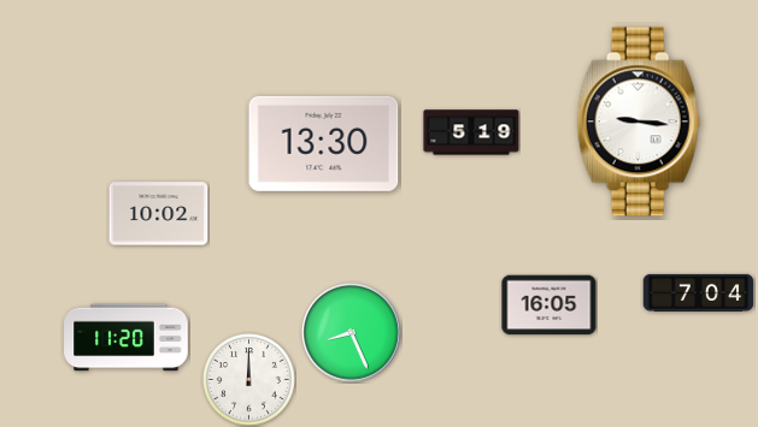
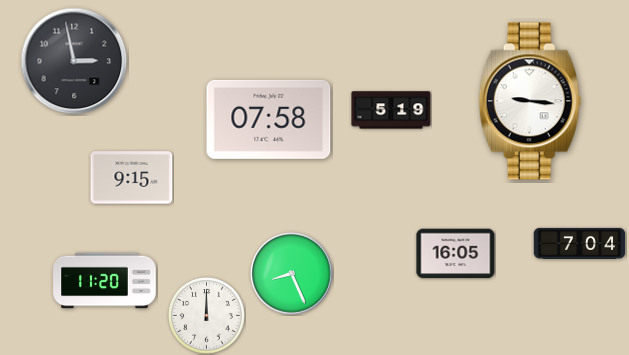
clock at (74, 61): none -> 2:58
clock at (324, 143): 13:30 -> 07:58
clock at (159, 214): 10:02 -> 9:15
clock at (352, 333) position: (352, 333) -> (292, 274)
